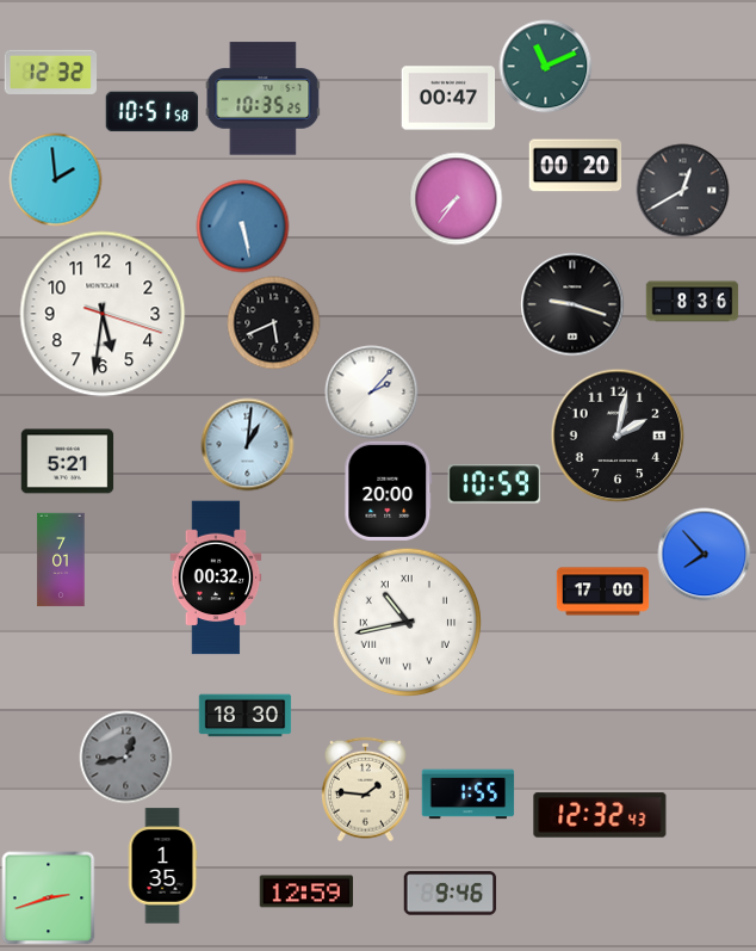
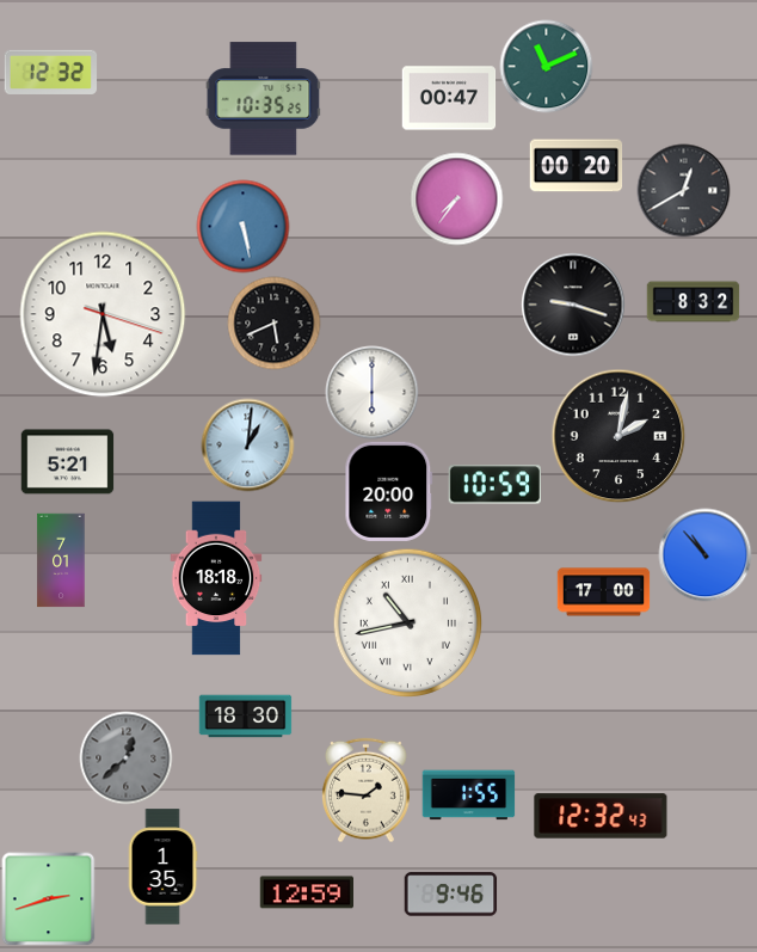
clock at (151, 112): 10:51 -> none
clock at (55, 179): 1:59 -> none
clock at (692, 302): 8:36 -> 8:32
clock at (371, 391): 2:07 -> 6:00
clock at (704, 554): 7:53 -> 10:53
clock at (216, 578): 00:32 -> 18:18
clock at (125, 757): 12:43 -> 12:38
